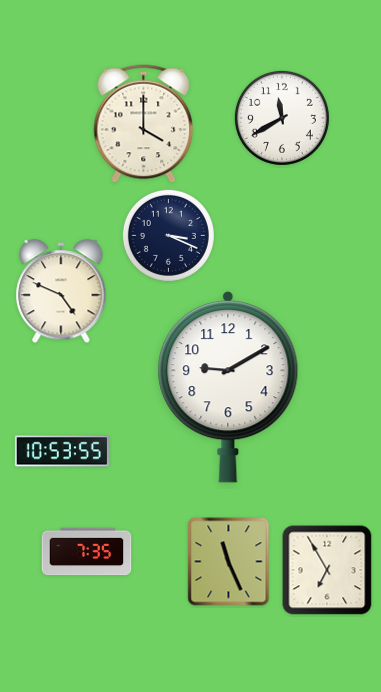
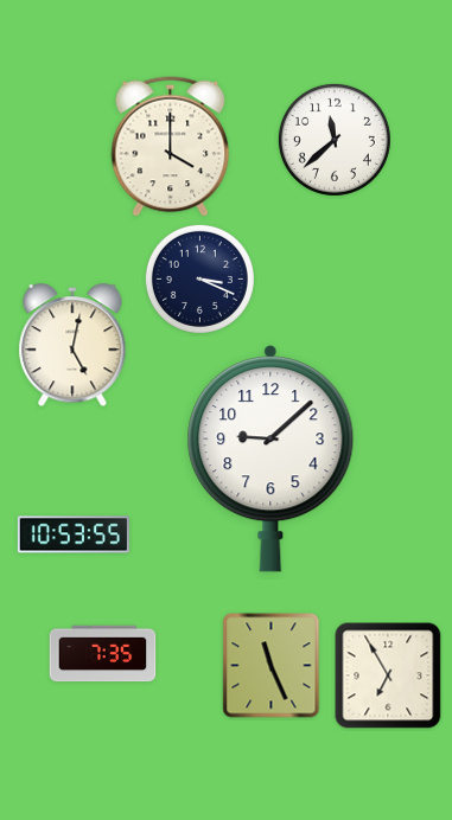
clock at (282, 118): 11:40 -> 11:38
clock at (61, 292): 4:49 -> 5:02
clock at (228, 387): 9:10 -> 9:08
